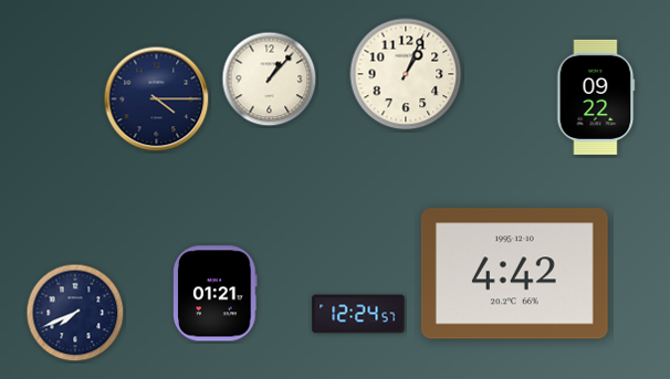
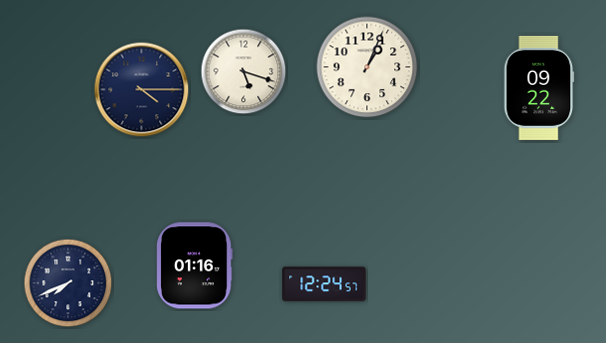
clock at (270, 80): 1:07 -> 5:18
clock at (514, 274): 4:42 -> none
clock at (216, 294): 01:21 -> 01:16
